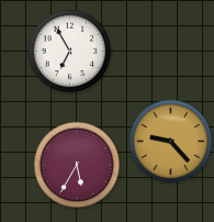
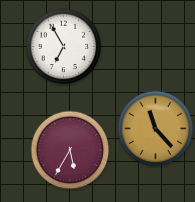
clock at (171, 142): 9:23 -> 11:23
